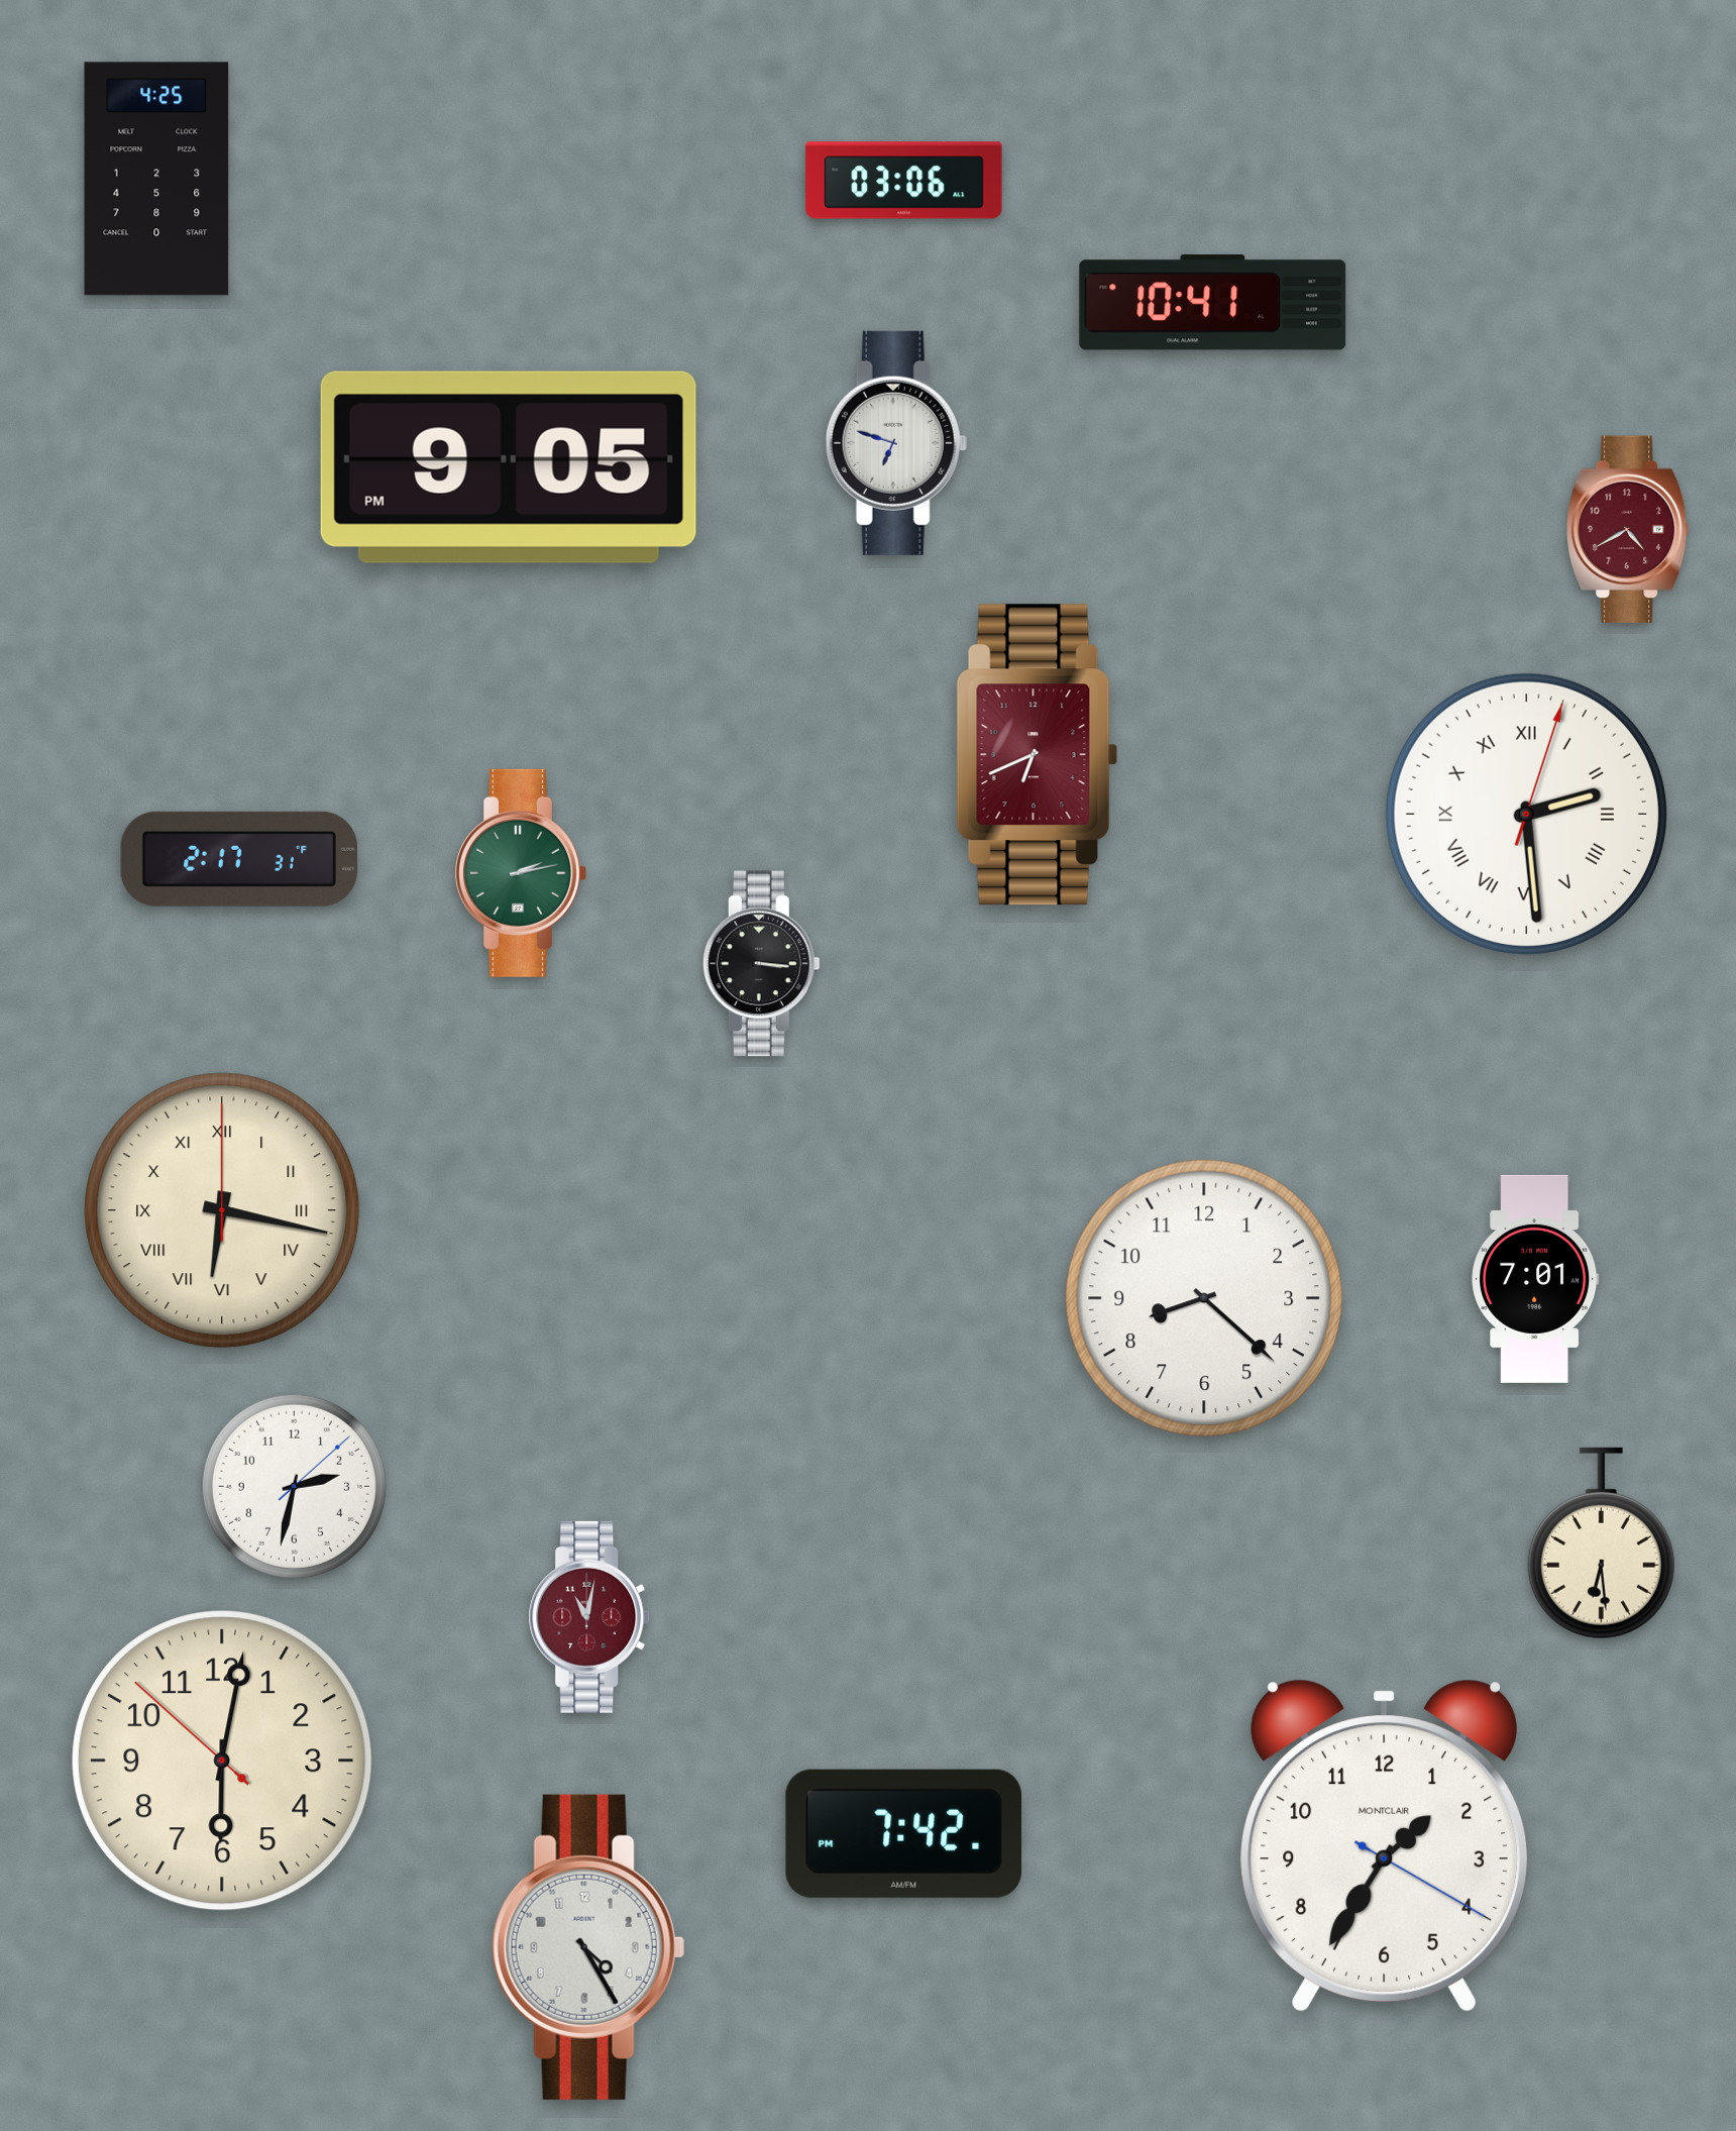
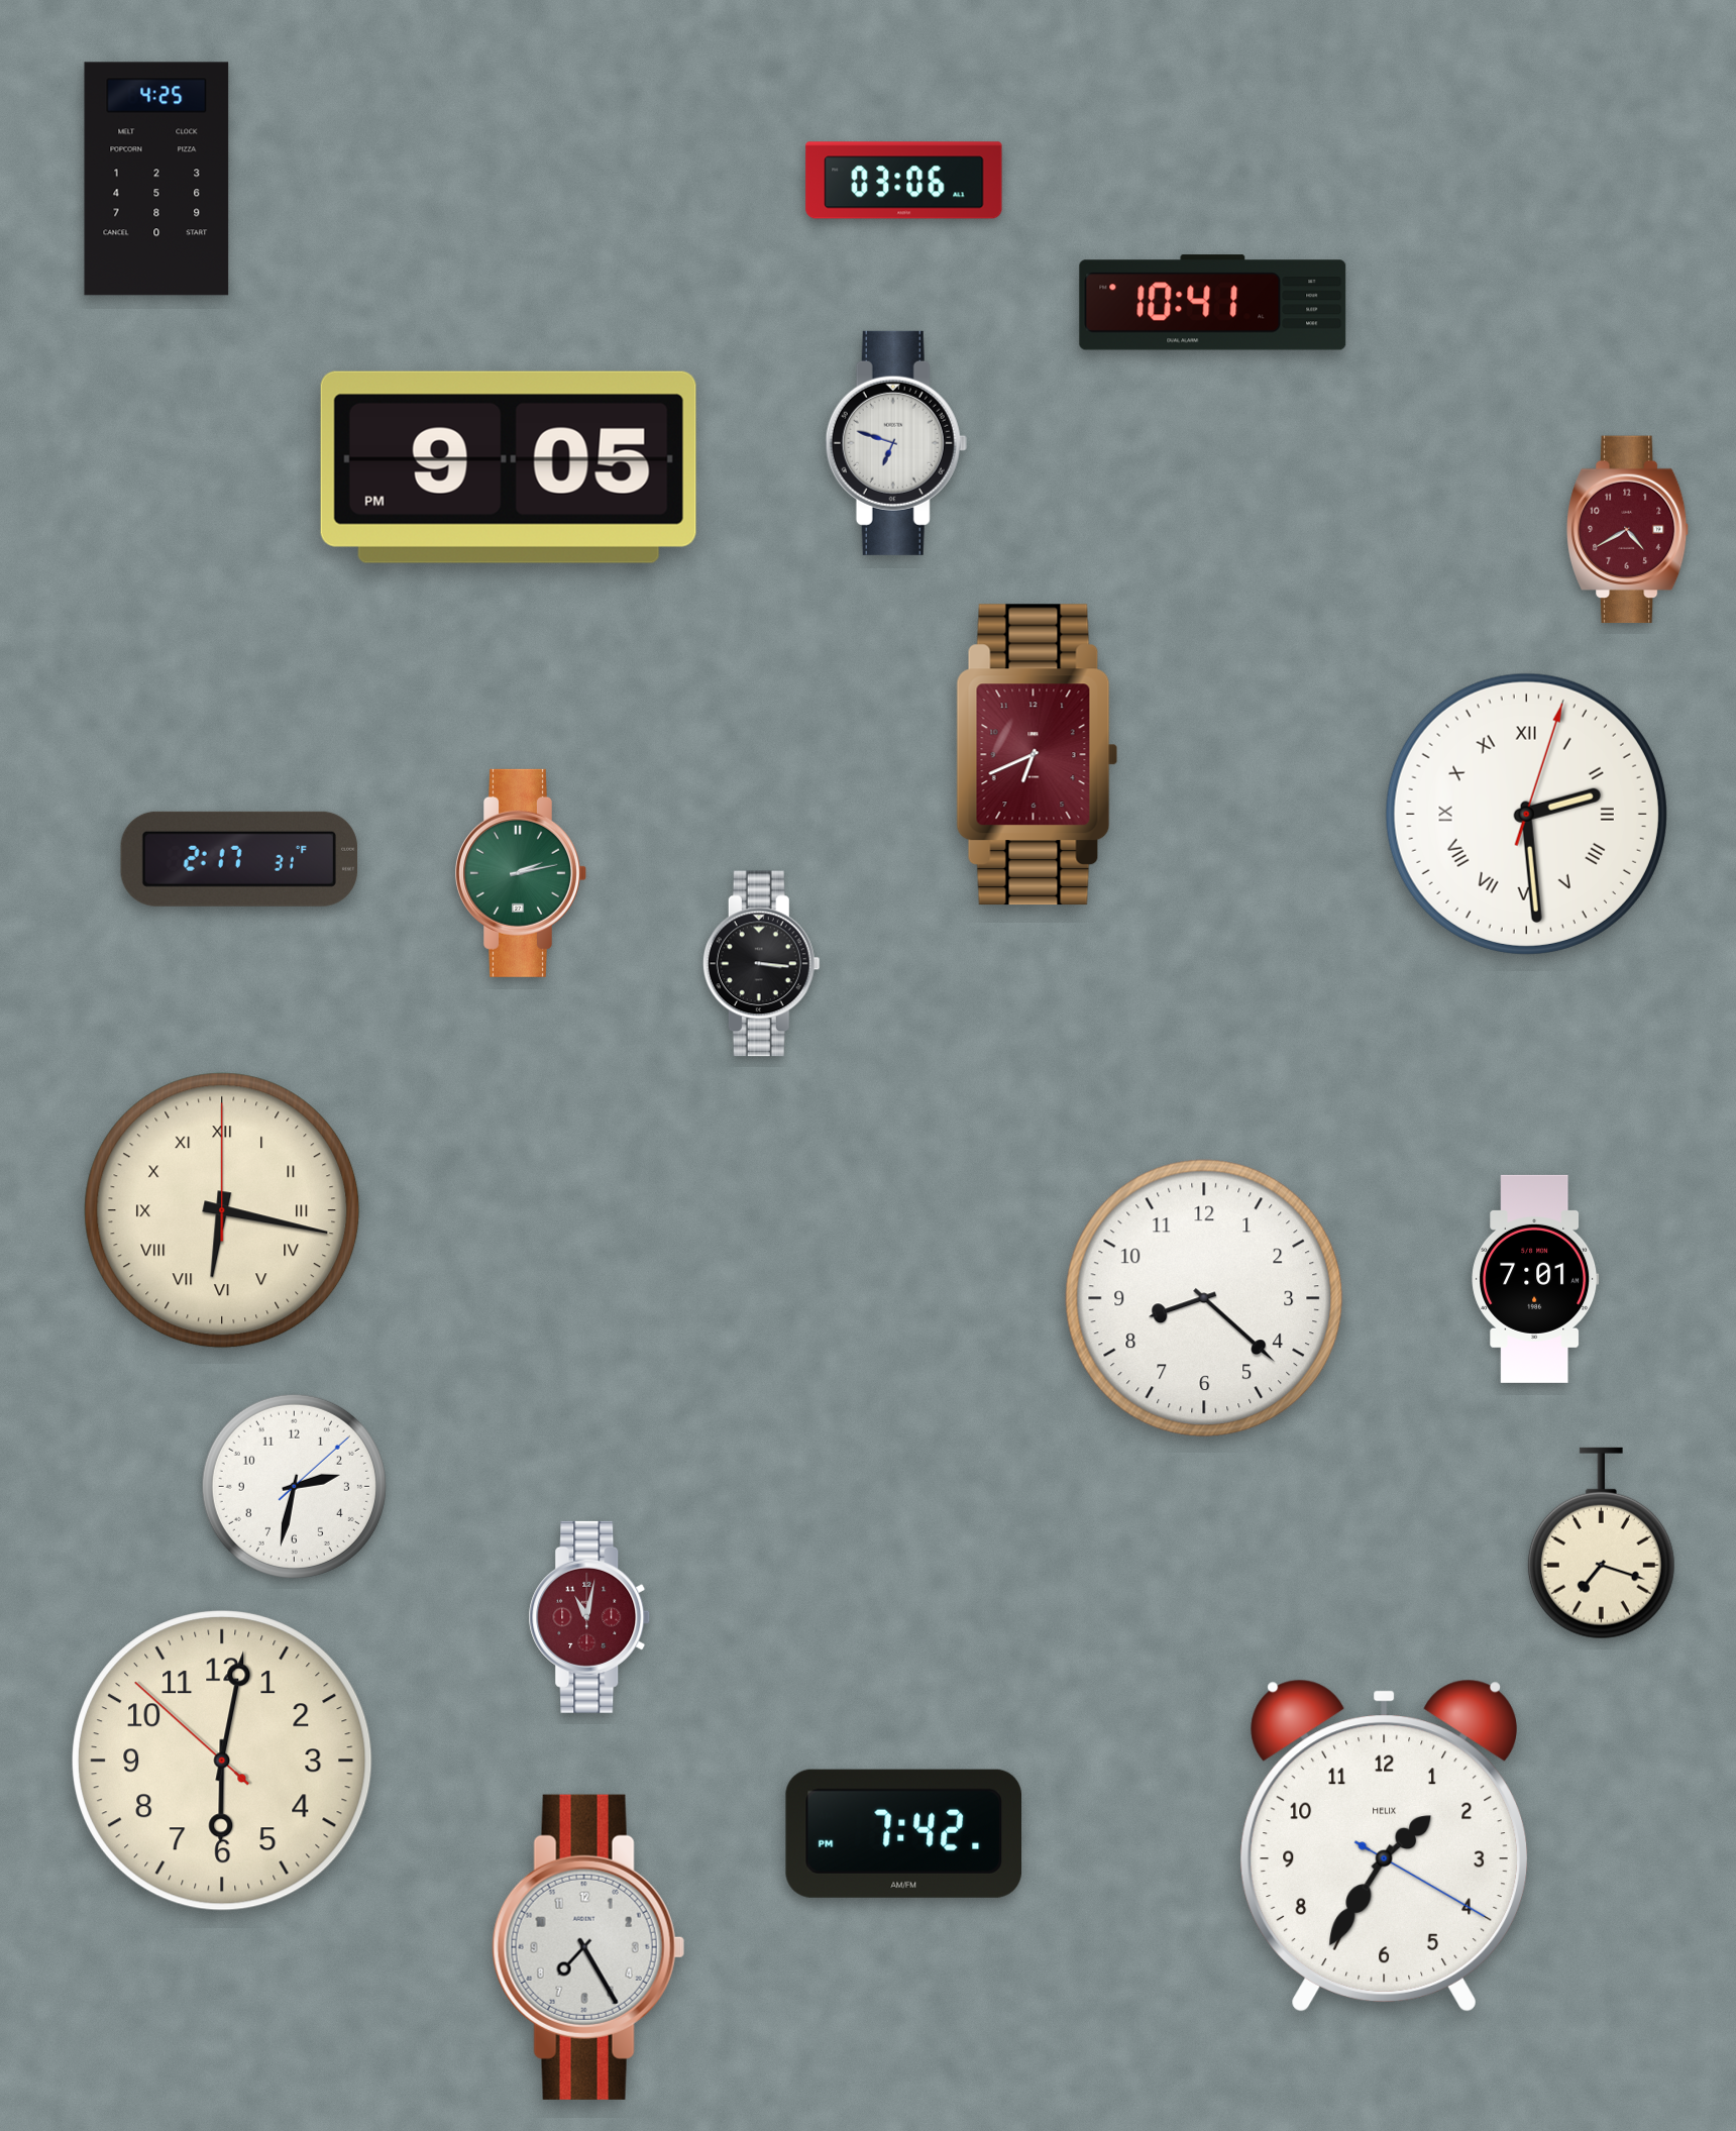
clock at (1601, 1543): 6:29 -> 7:18
clock at (1384, 1845) brand: MONTCLAIR -> HELIX
clock at (588, 1947): 4:25 -> 7:25
